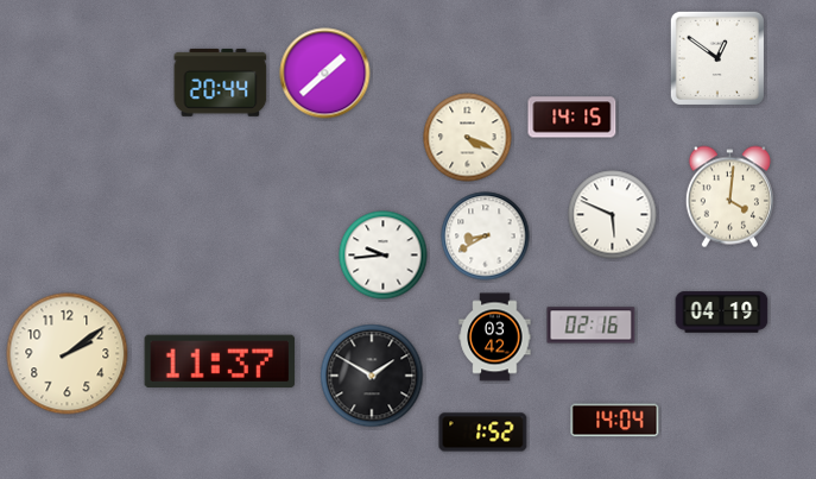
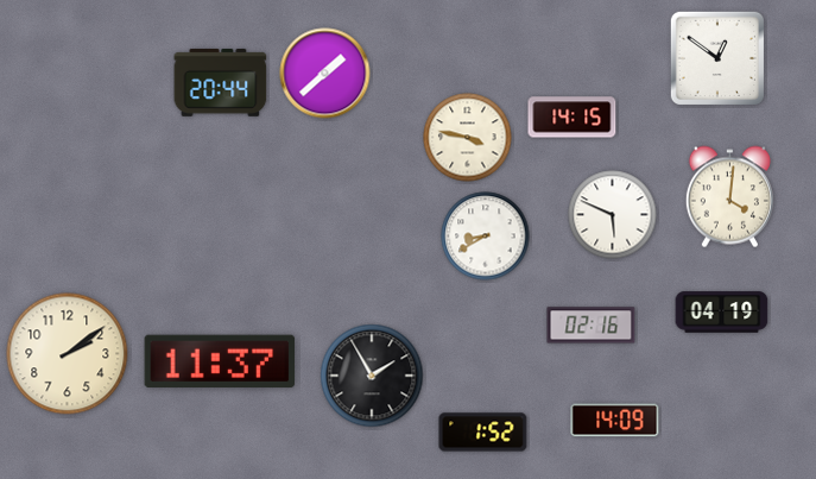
clock at (468, 138): 4:19 -> 3:47
clock at (384, 256): 9:44 -> none
clock at (495, 338): 03:42 -> none
clock at (372, 376): 1:50 -> 1:55
clock at (615, 421): 14:04 -> 14:09
